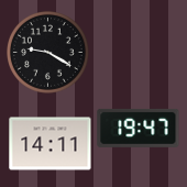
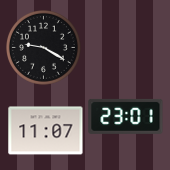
clock at (139, 128): 19:47 -> 23:01
clock at (51, 144): 14:11 -> 11:07
